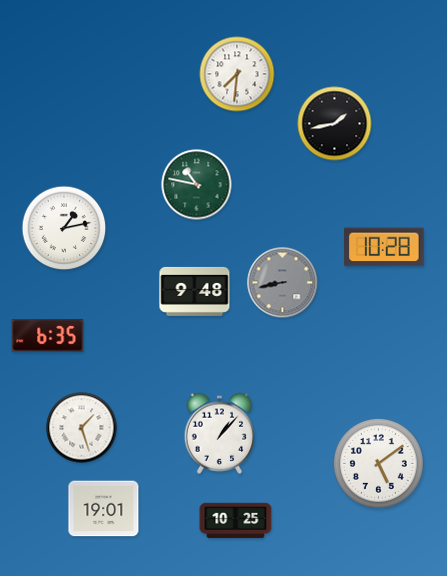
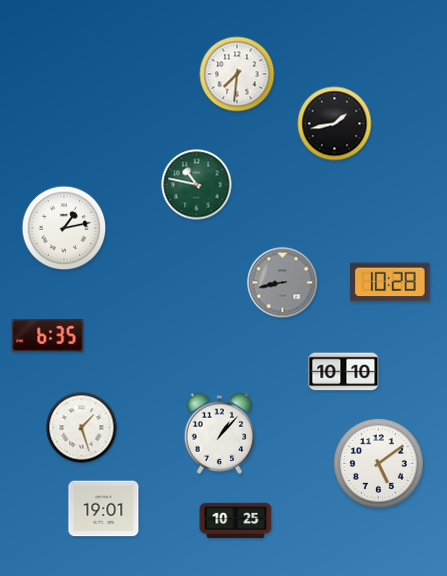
clock at (384, 247) position: (384, 247) -> (390, 282)
clock at (195, 291): 9:48 -> none
clock at (344, 372): none -> 10:10
